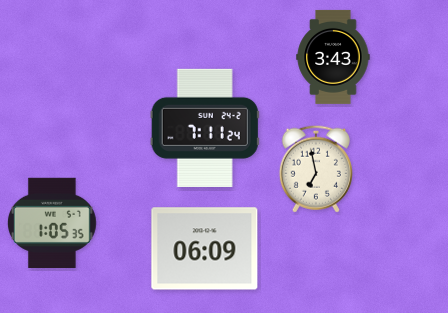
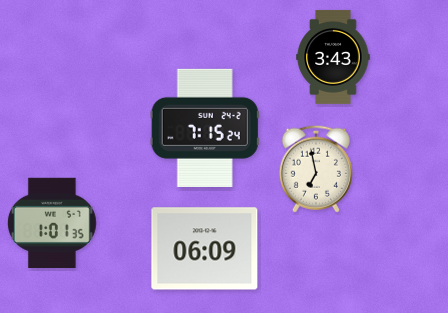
clock at (205, 128): 7:11 -> 7:15
clock at (52, 222): 1:05 -> 1:01
